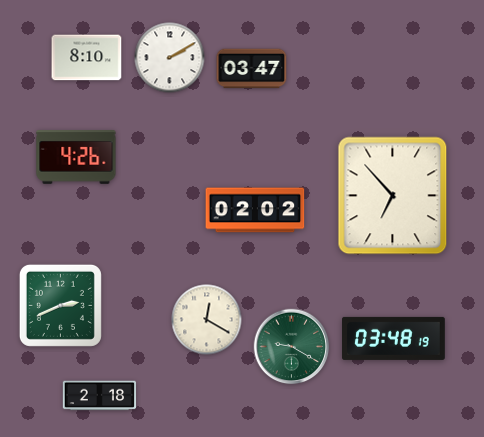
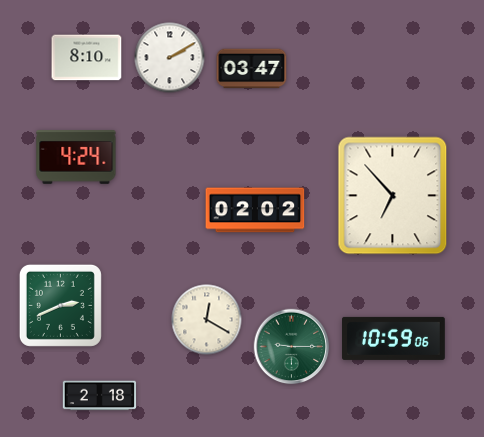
clock at (76, 157): 4:26 -> 4:24
clock at (394, 338): 03:48 -> 10:59
clock at (292, 347): 9:20 -> 9:15
